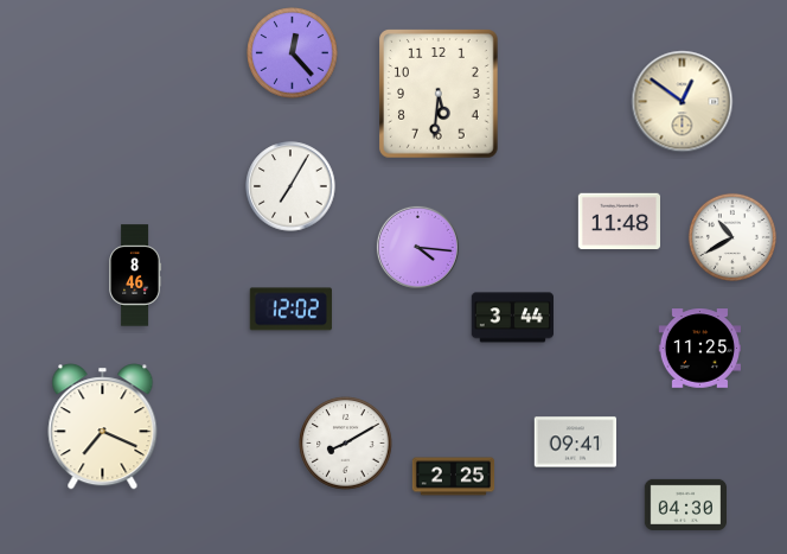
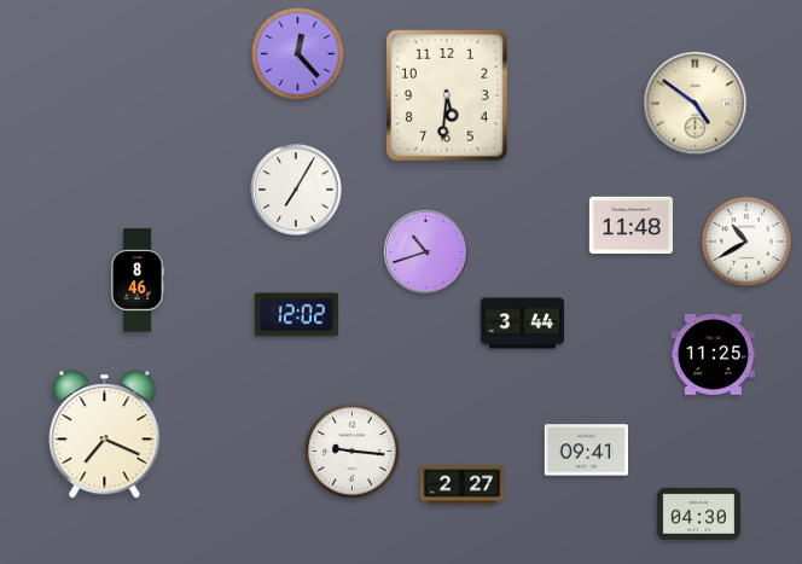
clock at (683, 102): 12:51 -> 4:51
clock at (417, 247): 4:16 -> 10:42
clock at (346, 444): 8:10 -> 9:16
clock at (454, 477): 2:25 -> 2:27
